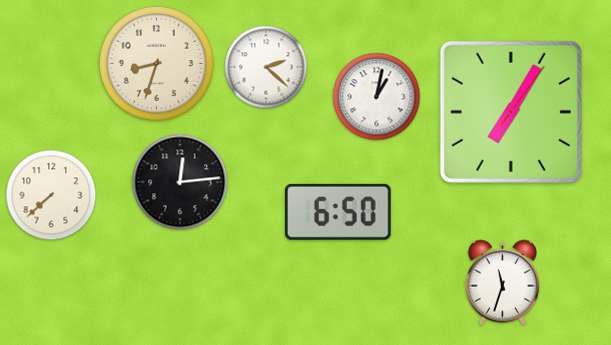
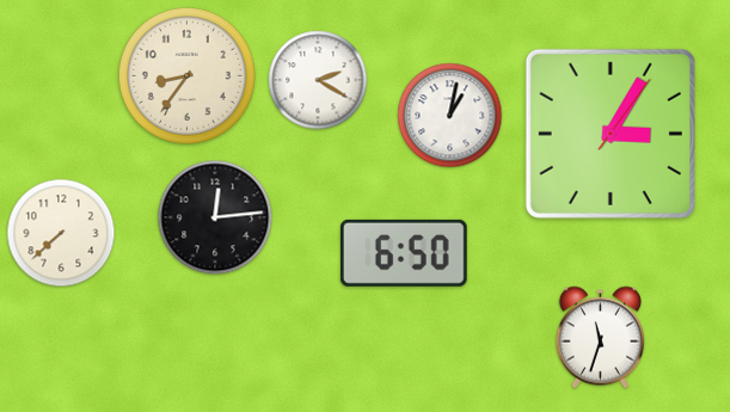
clock at (156, 63): 8:33 -> 8:36
clock at (266, 67): 2:22 -> 2:20
clock at (511, 112): 7:05 -> 3:05
